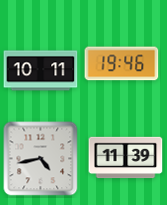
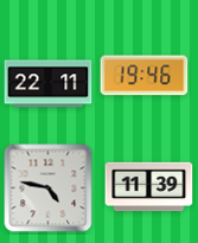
clock at (41, 71): 10:11 -> 22:11
clock at (41, 159): 4:43 -> 4:47
